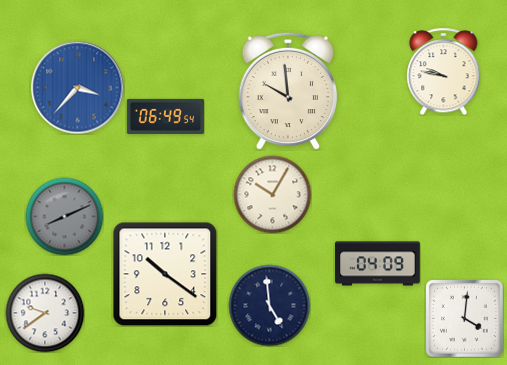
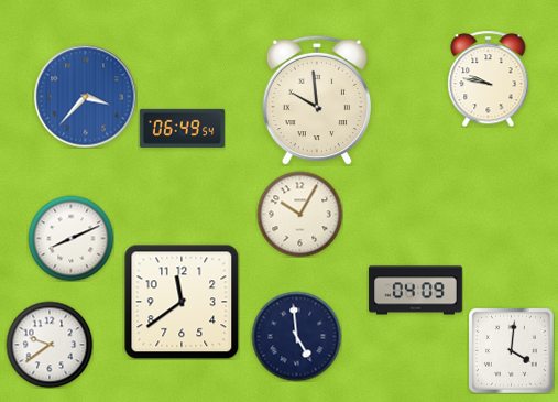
clock at (64, 216) dial: grey -> white
clock at (165, 274): 10:21 -> 11:39
